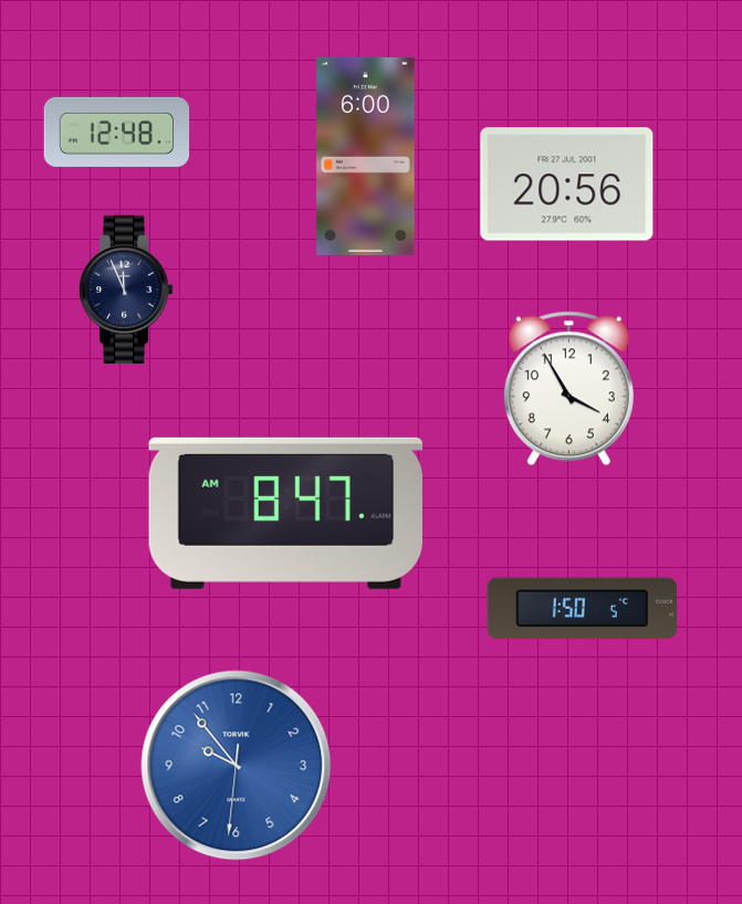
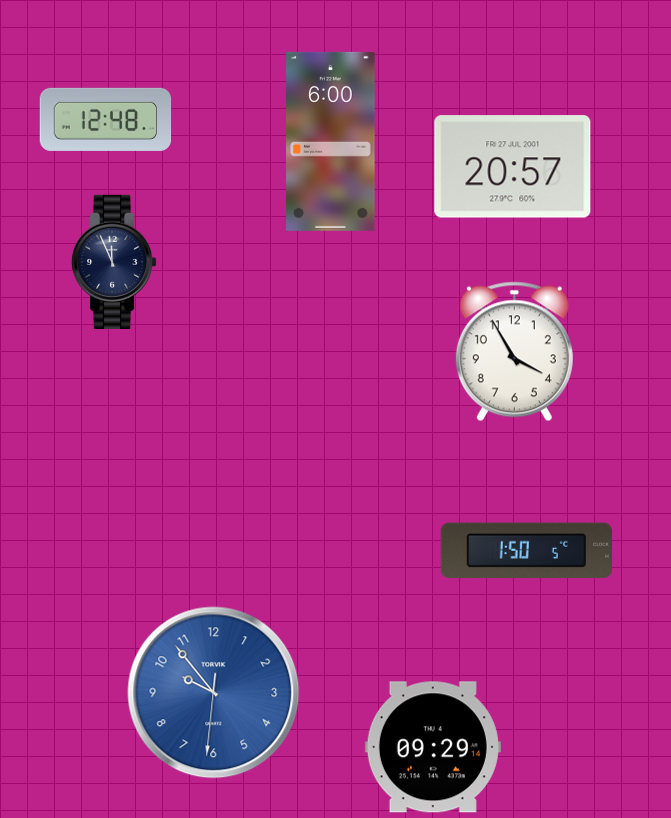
clock at (567, 185): 20:56 -> 20:57
clock at (285, 513): 8:47 -> none
clock at (433, 747): none -> 09:29
